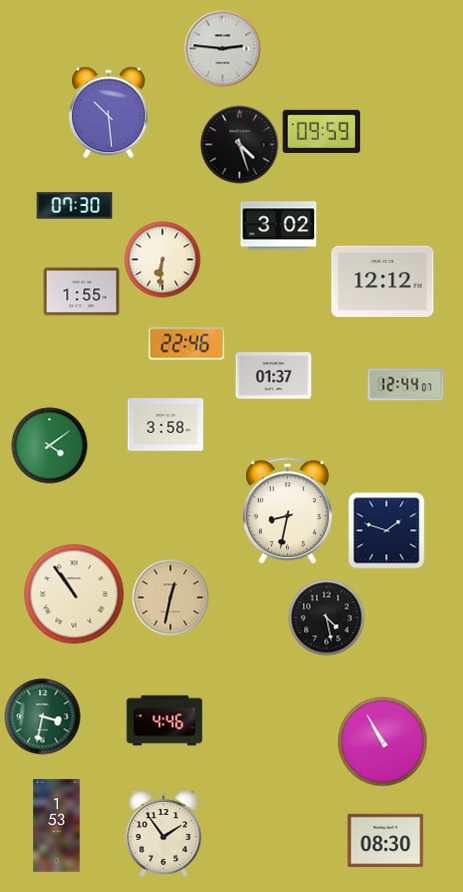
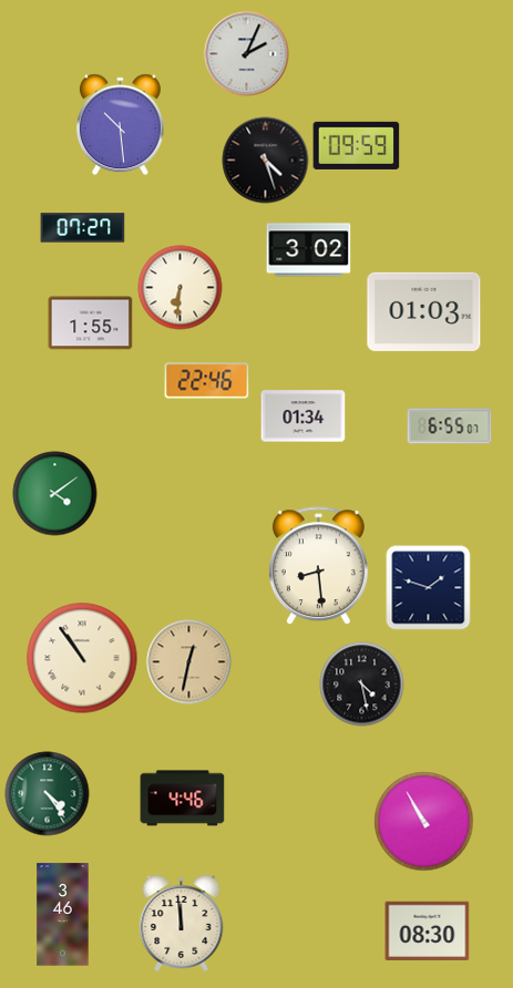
clock at (223, 49): 2:46 -> 2:04
clock at (75, 206): 07:30 -> 07:27
clock at (383, 281): 12:12 -> 01:03
clock at (274, 376): 01:37 -> 01:34
clock at (406, 385): 12:44 -> 6:55
clock at (166, 425): 3:58 -> none
clock at (287, 511): 8:32 -> 8:29
clock at (43, 717): 3:32 -> 4:24
clock at (57, 826): 1:53 -> 3:46
clock at (164, 834): 1:54 -> 11:59
